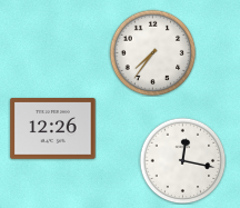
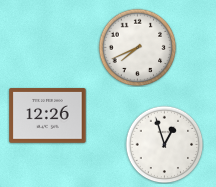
clock at (152, 52): 7:36 -> 7:41
clock at (182, 160): 12:17 -> 12:57
